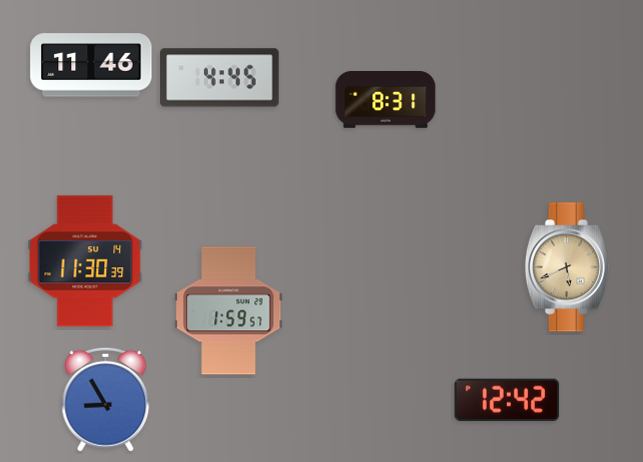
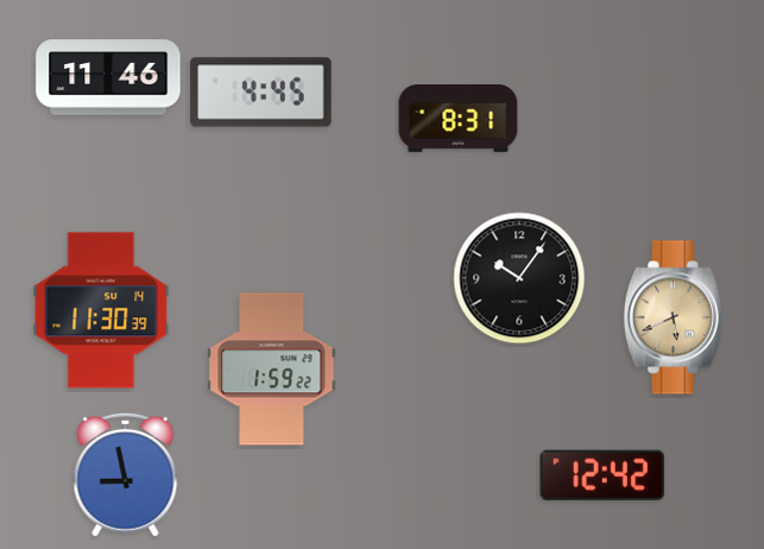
clock at (519, 278): none -> 10:06
clock at (229, 311): 1:59:57 -> 1:59:22
clock at (106, 399): 8:55 -> 8:58
